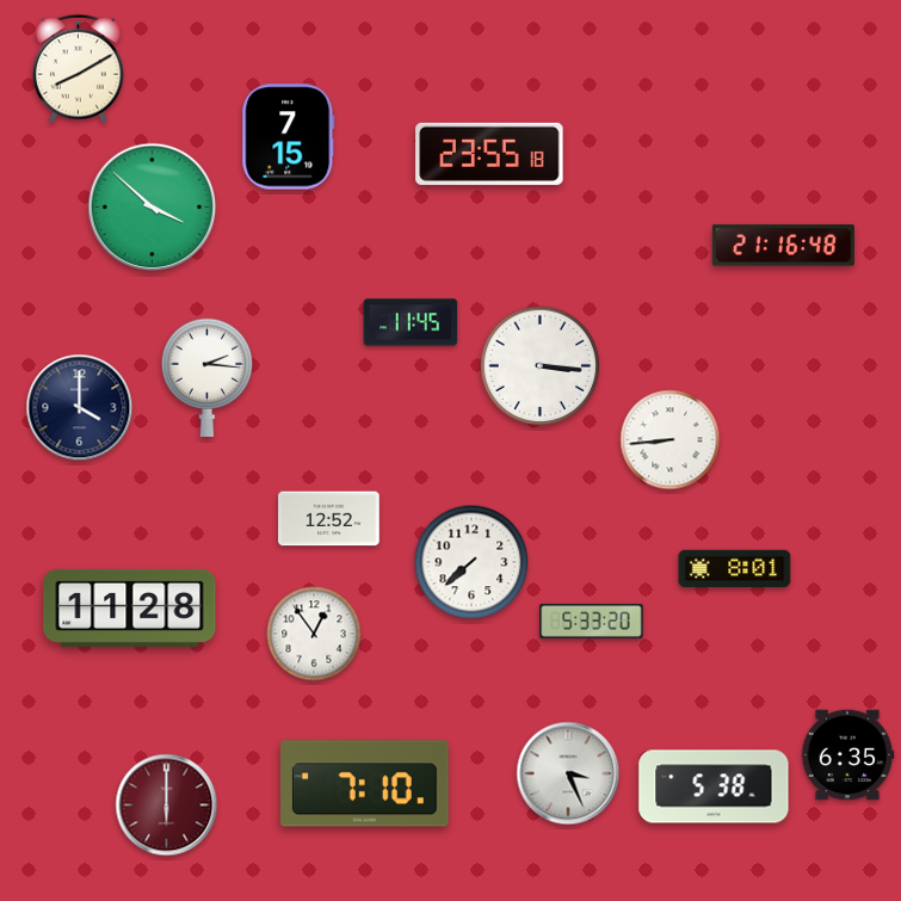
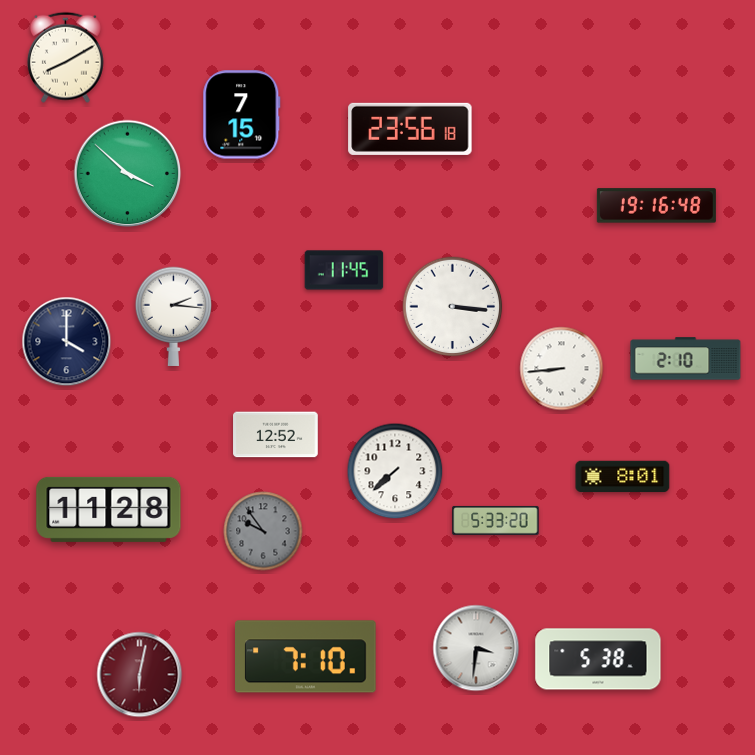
clock at (489, 154): 23:55 -> 23:56
clock at (783, 246): 21:16 -> 19:16
clock at (686, 359): none -> 2:10
clock at (735, 569) position: (735, 569) -> (623, 477)
clock at (314, 634): 12:54 -> 9:54
clock at (314, 634) dial: white -> grey
clock at (847, 755): 6:35 -> none
clock at (568, 773): 3:26 -> 3:31
clock at (167, 806): 6:00 -> 6:02
